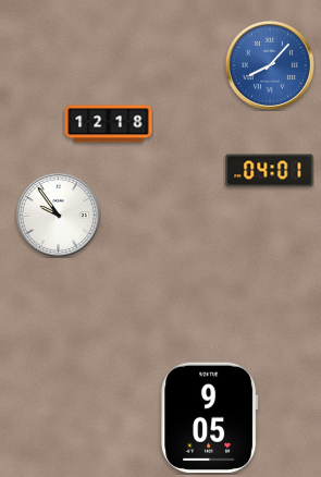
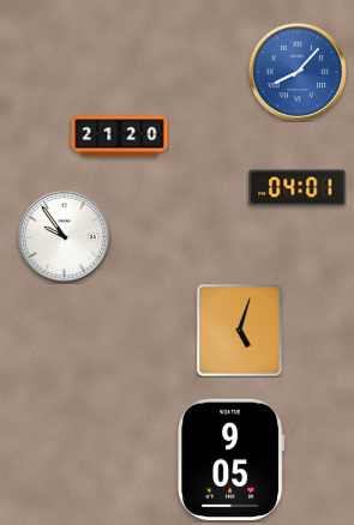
clock at (109, 124): 12:18 -> 21:20
clock at (239, 330): none -> 5:03
